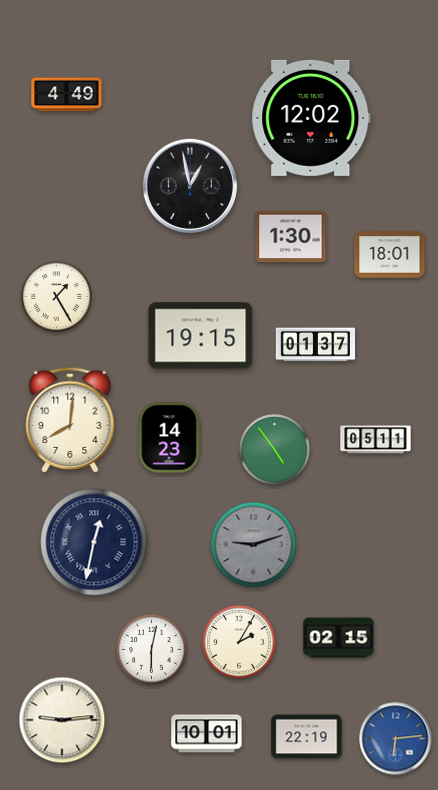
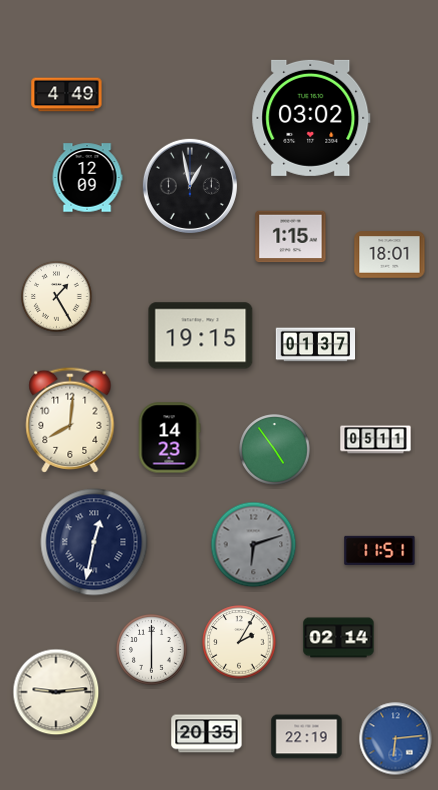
clock at (311, 118): 12:02 -> 03:02
clock at (87, 178): none -> 12:09
clock at (291, 237): 1:30 -> 1:15
clock at (254, 545): 9:12 -> 6:12
clock at (380, 550): none -> 11:51
clock at (339, 638): 02:15 -> 02:14
clock at (152, 650): 6:02 -> 6:00
clock at (62, 720) position: (62, 720) -> (56, 692)
clock at (207, 734): 10:01 -> 20:35
